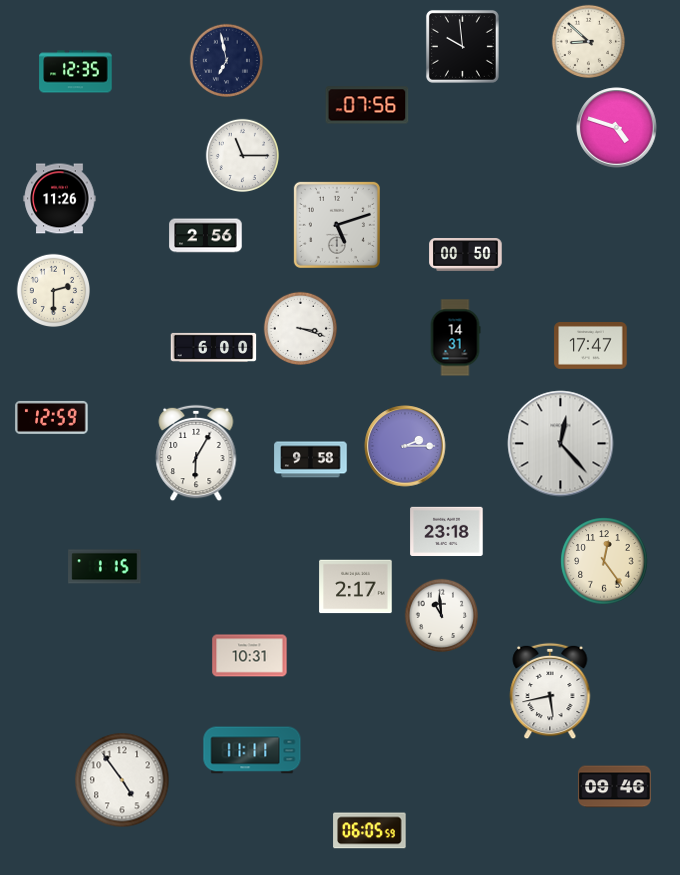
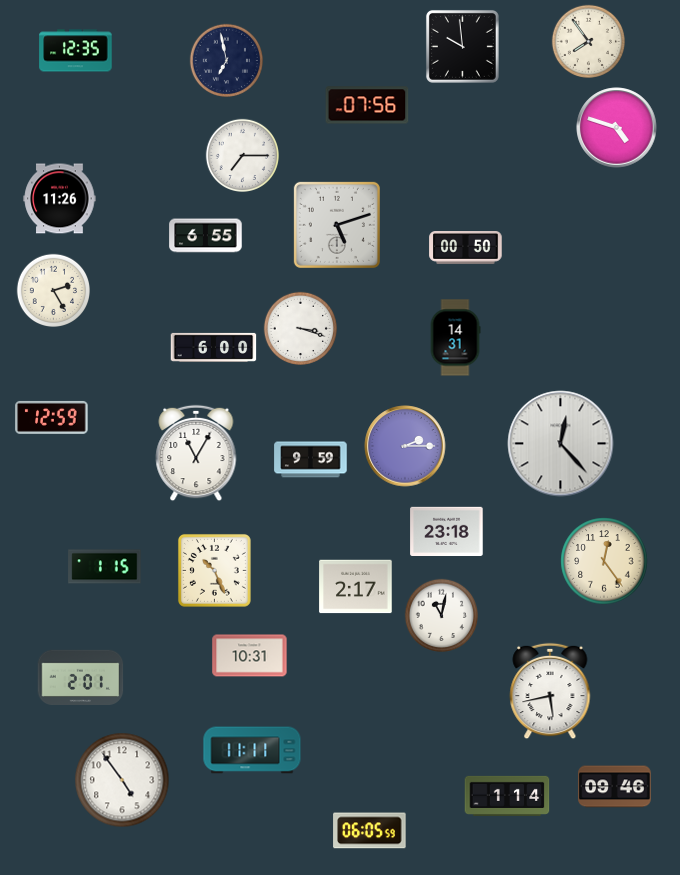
clock at (588, 41): 8:52 -> 7:54
clock at (76, 72) position: (76, 72) -> (76, 51)
clock at (242, 155): 11:15 -> 7:15
clock at (206, 236): 2:56 -> 6:55
clock at (466, 255) position: (466, 255) -> (466, 248)
clock at (53, 290): 2:30 -> 2:25
clock at (591, 346): 17:47 -> none
clock at (196, 453): 6:05 -> 11:05
clock at (311, 460): 9:58 -> 9:59
clock at (214, 570): none -> 10:26
clock at (441, 615): 10:59 -> 11:02
clock at (81, 677): none -> 2:01
clock at (507, 796): none -> 1:14
